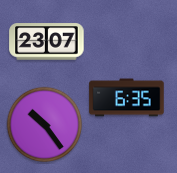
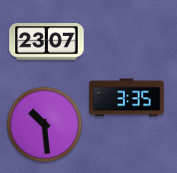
clock at (127, 98): 6:35 -> 3:35
clock at (45, 125): 10:24 -> 10:29
